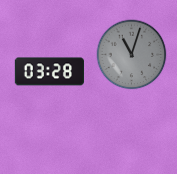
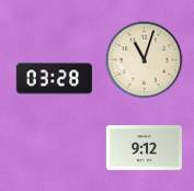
clock at (132, 55) dial: grey -> cream
clock at (144, 148): none -> 9:12
